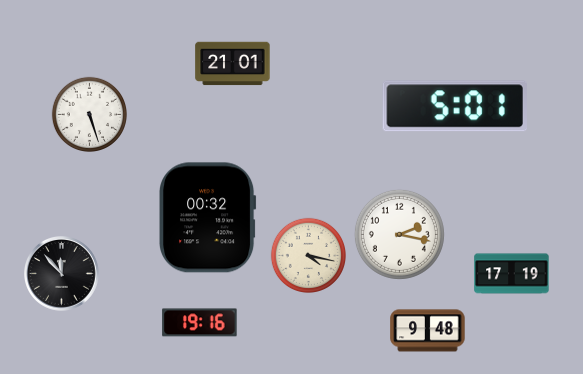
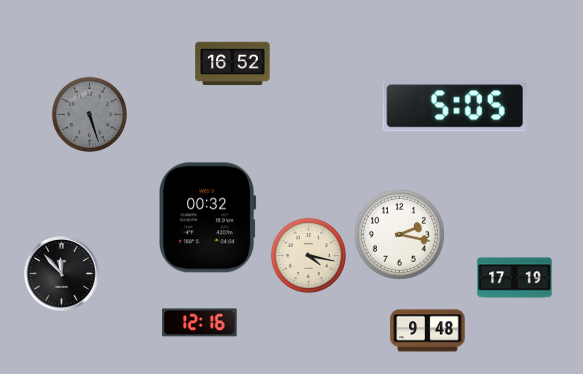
clock at (233, 64): 21:01 -> 16:52
clock at (455, 106): 5:01 -> 5:05
clock at (89, 114) dial: white -> grey
clock at (512, 274) position: (512, 274) -> (515, 278)
clock at (200, 323): 19:16 -> 12:16
